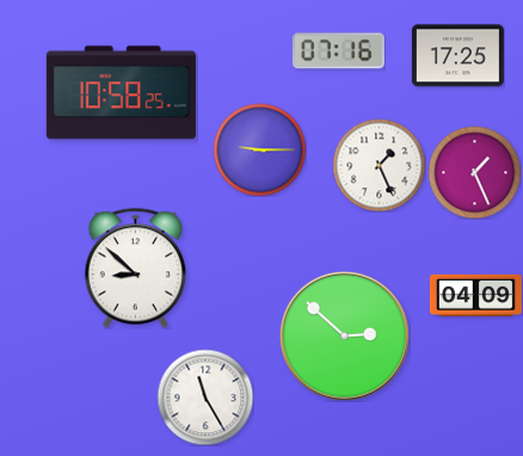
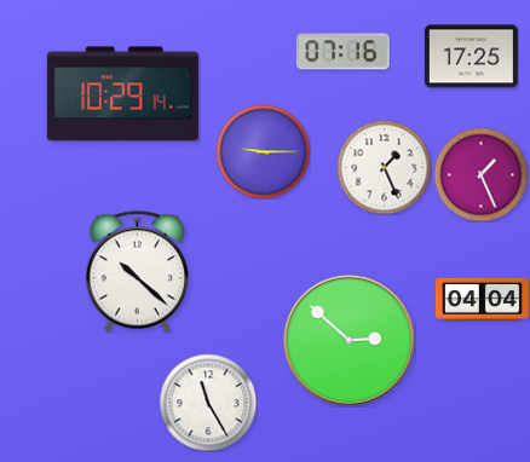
clock at (457, 56) position: (457, 56) -> (471, 57)
clock at (121, 93): 10:58 -> 10:29
clock at (136, 269): 8:52 -> 10:22
clock at (475, 295): 04:09 -> 04:04
